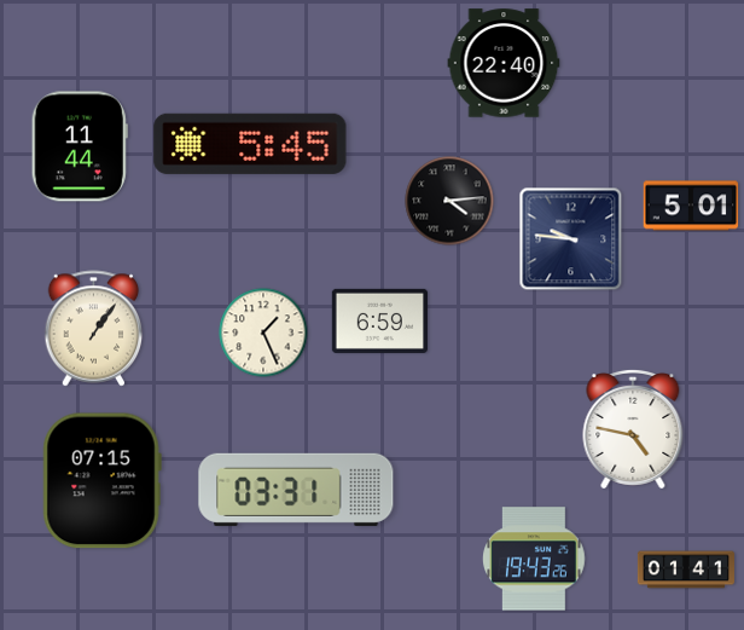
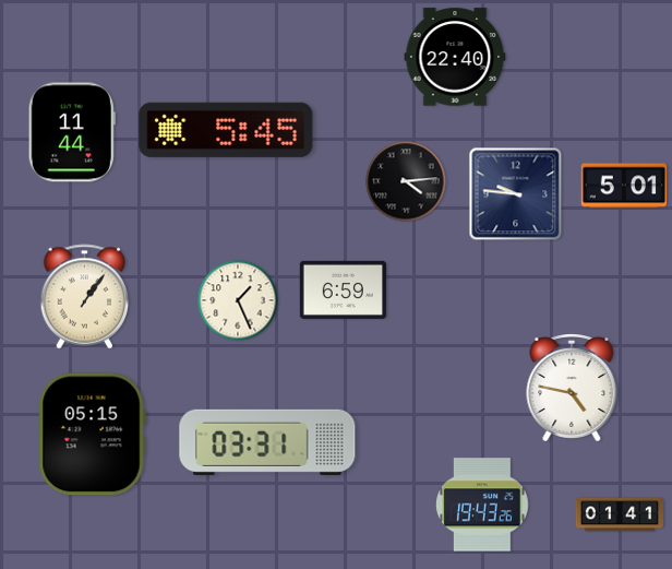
clock at (571, 239) position: (571, 239) -> (516, 194)
clock at (101, 481): 07:15 -> 05:15
